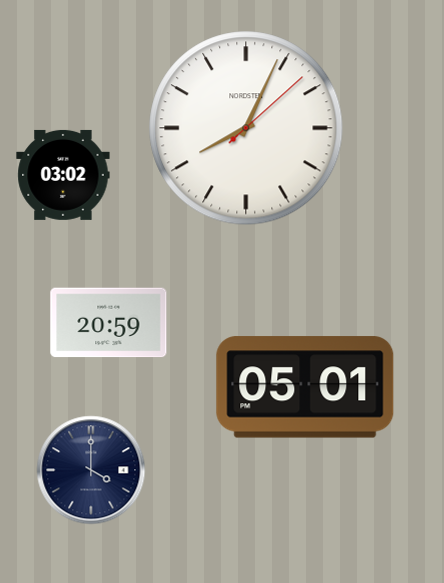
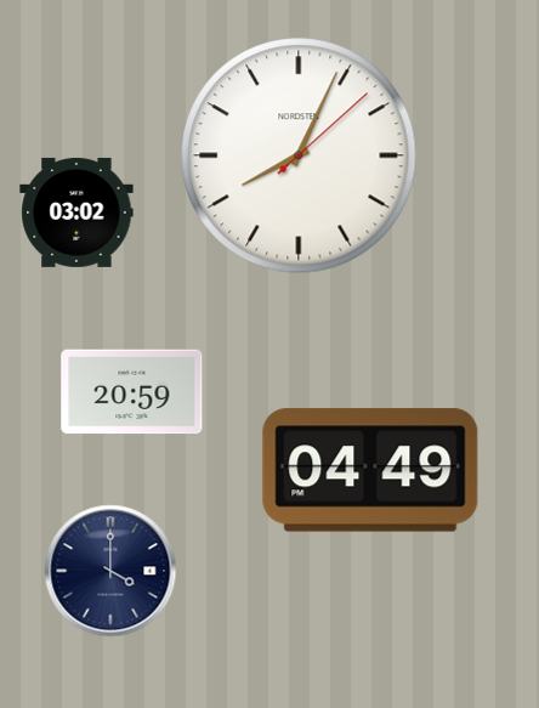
clock at (305, 387): 05:01 -> 04:49
